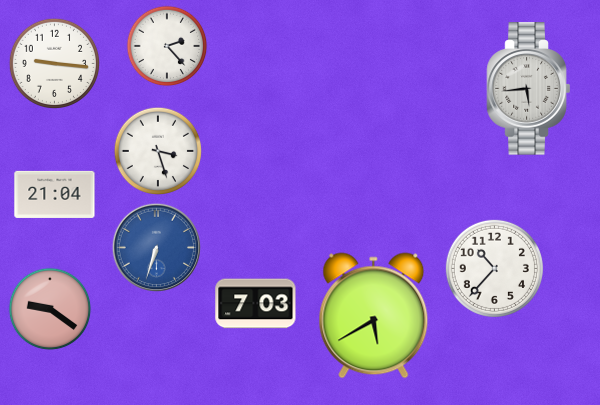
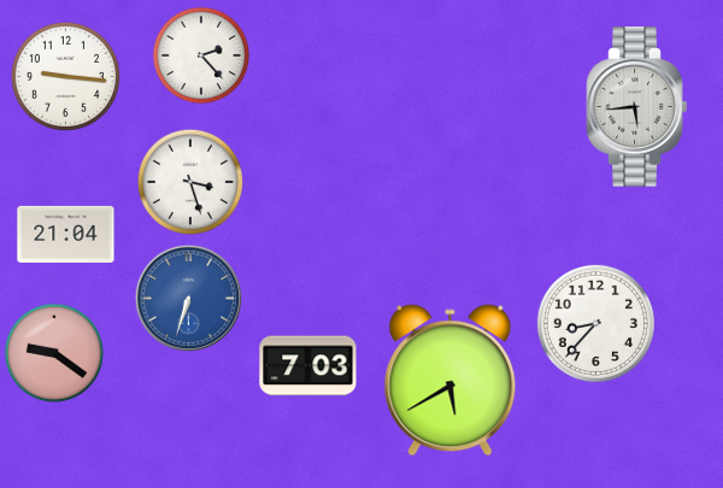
clock at (494, 268): 10:37 -> 8:37
clock at (50, 309) position: (50, 309) -> (54, 353)
